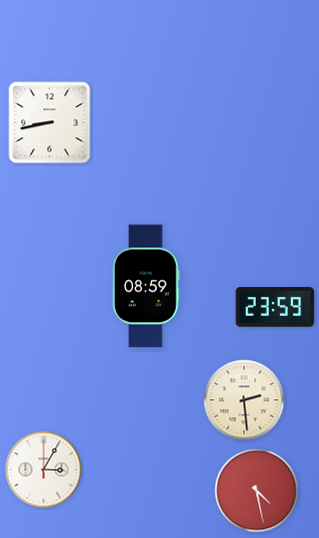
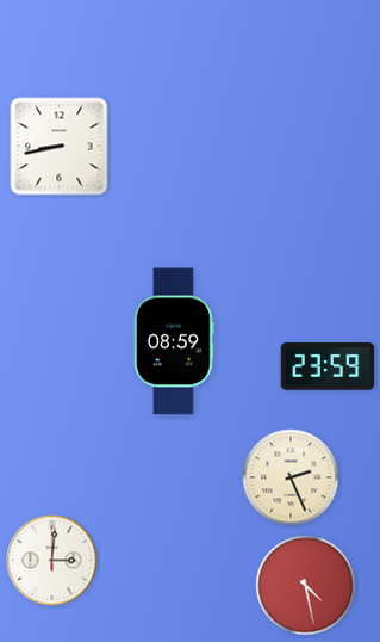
clock at (244, 400): 2:29 -> 2:26
clock at (44, 470): 3:05 -> 3:01
